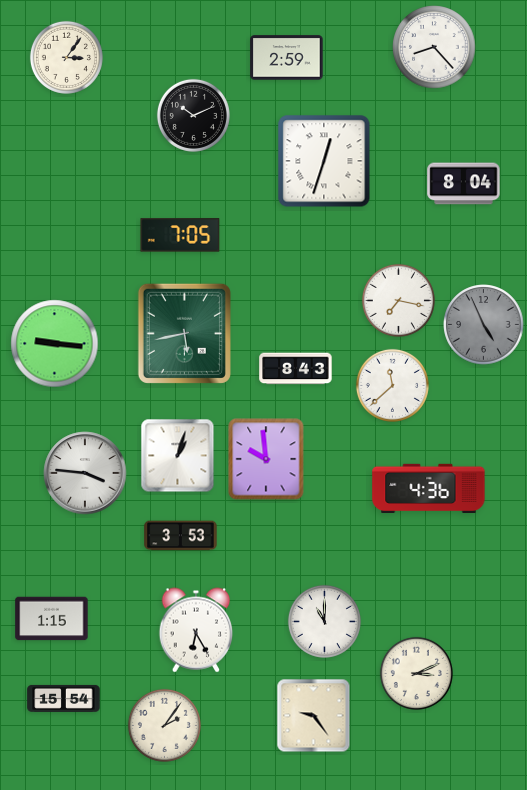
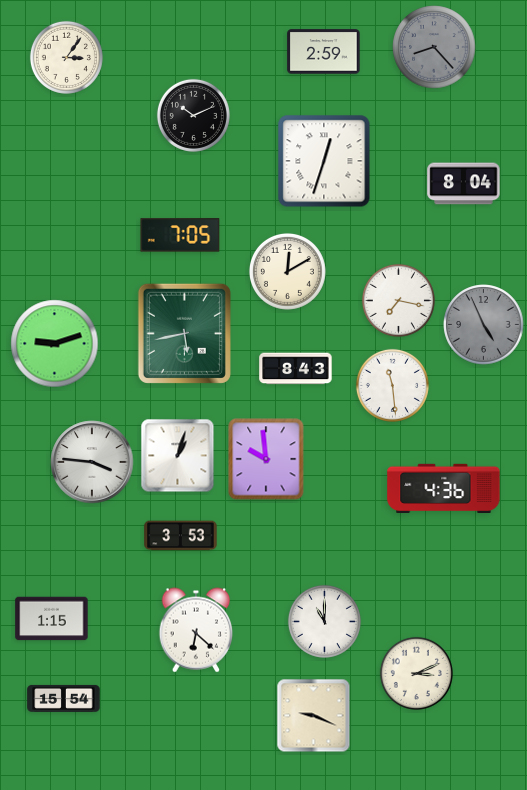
clock at (434, 47) dial: white -> grey
clock at (287, 58) position: (287, 58) -> (324, 52)
clock at (287, 271): none -> 12:10
clock at (55, 344): 9:16 -> 9:12
clock at (392, 385): 11:38 -> 11:29
clock at (85, 473) position: (85, 473) -> (92, 462)
clock at (429, 488) position: (429, 488) -> (444, 488)
clock at (196, 630): 6:25 -> 6:22
clock at (314, 716): 9:24 -> 9:19
clock at (164, 725): 2:06 -> none
